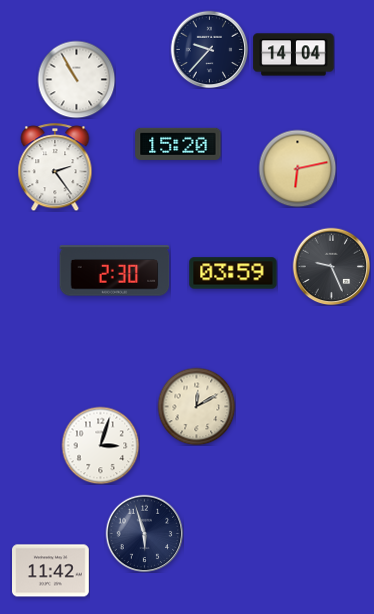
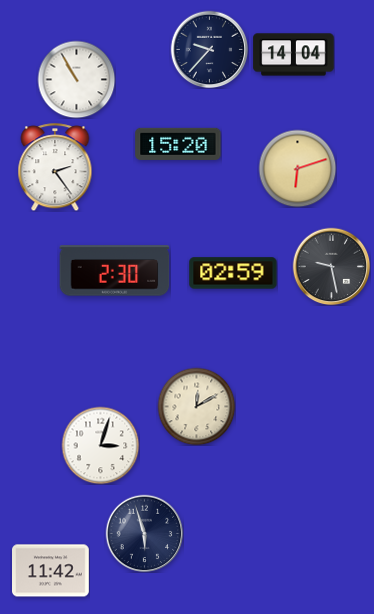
clock at (297, 168): 6:13 -> 6:12
clock at (331, 266): 9:26 -> 9:28
clock at (233, 273): 03:59 -> 02:59
